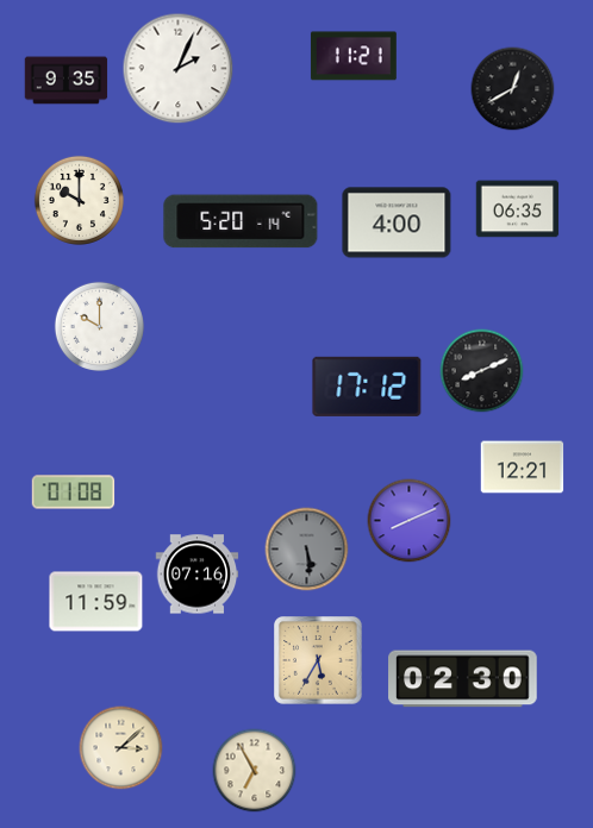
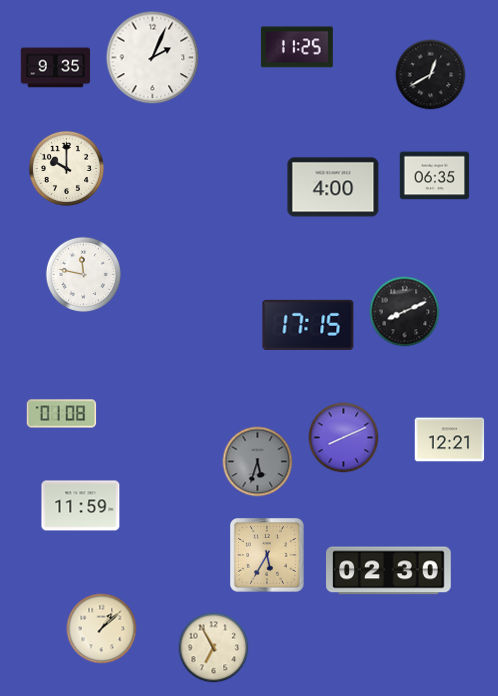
clock at (354, 56): 11:21 -> 11:25
clock at (179, 69) position: (179, 69) -> (153, 58)
clock at (241, 221): 5:20 -> none
clock at (99, 326): 10:00 -> 11:47
clock at (367, 387): 17:12 -> 17:15
clock at (523, 468) position: (523, 468) -> (450, 440)
clock at (307, 550): 5:29 -> 5:33
clock at (198, 575): 07:16 -> none
clock at (121, 748): 3:08 -> 1:08
